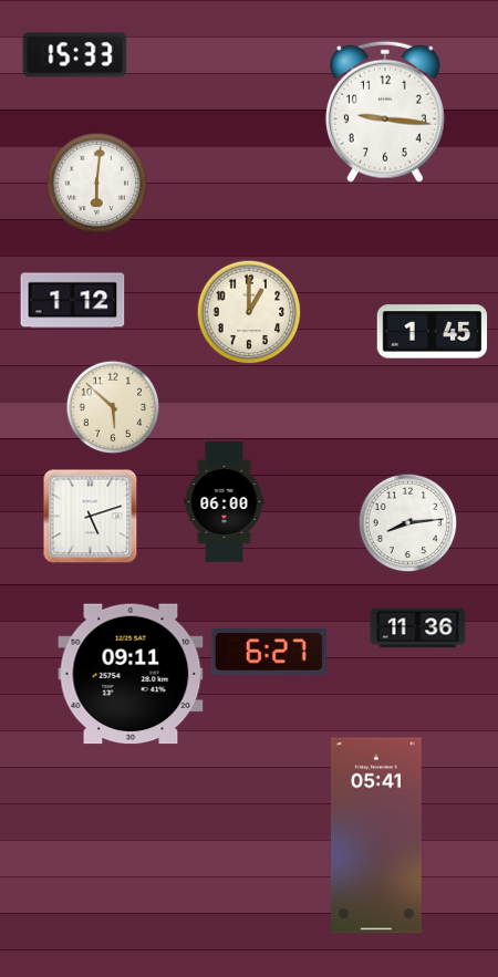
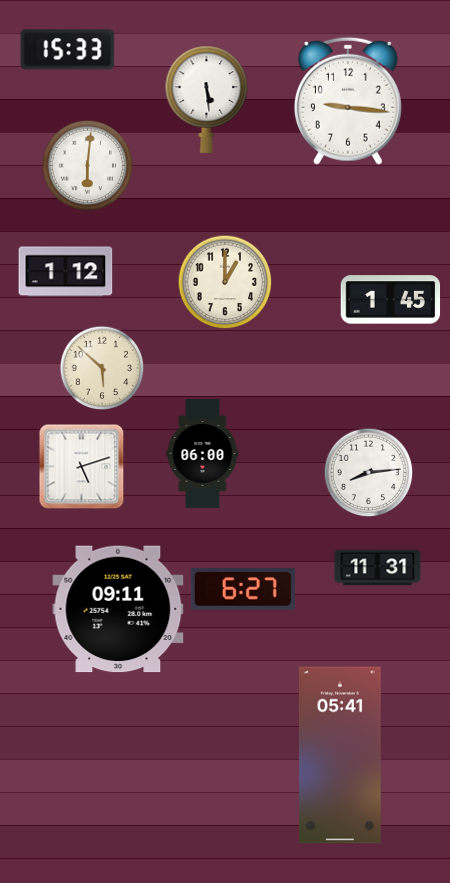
clock at (207, 99): none -> 5:29
clock at (418, 628): 11:36 -> 11:31
